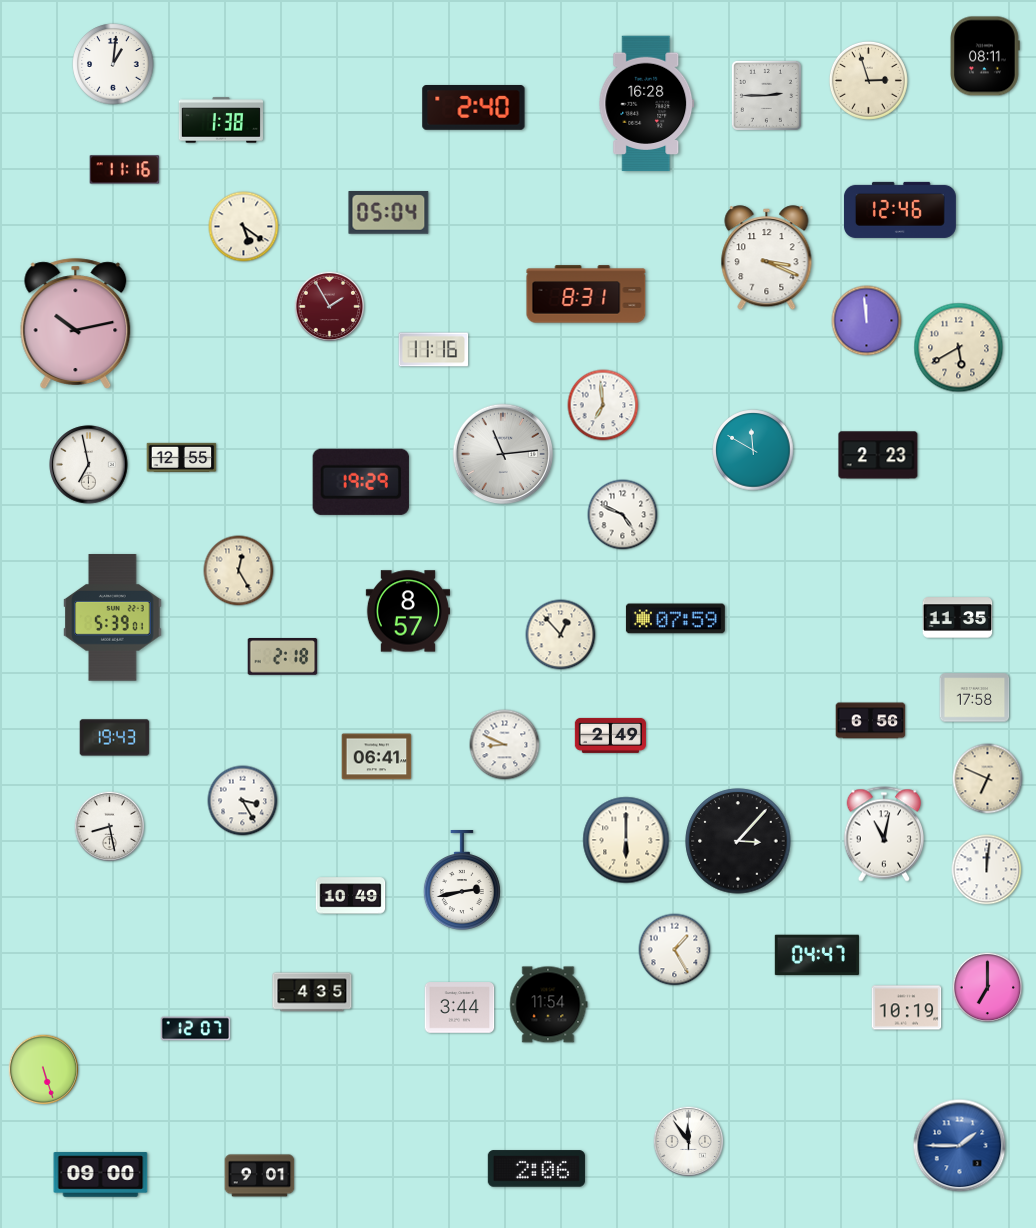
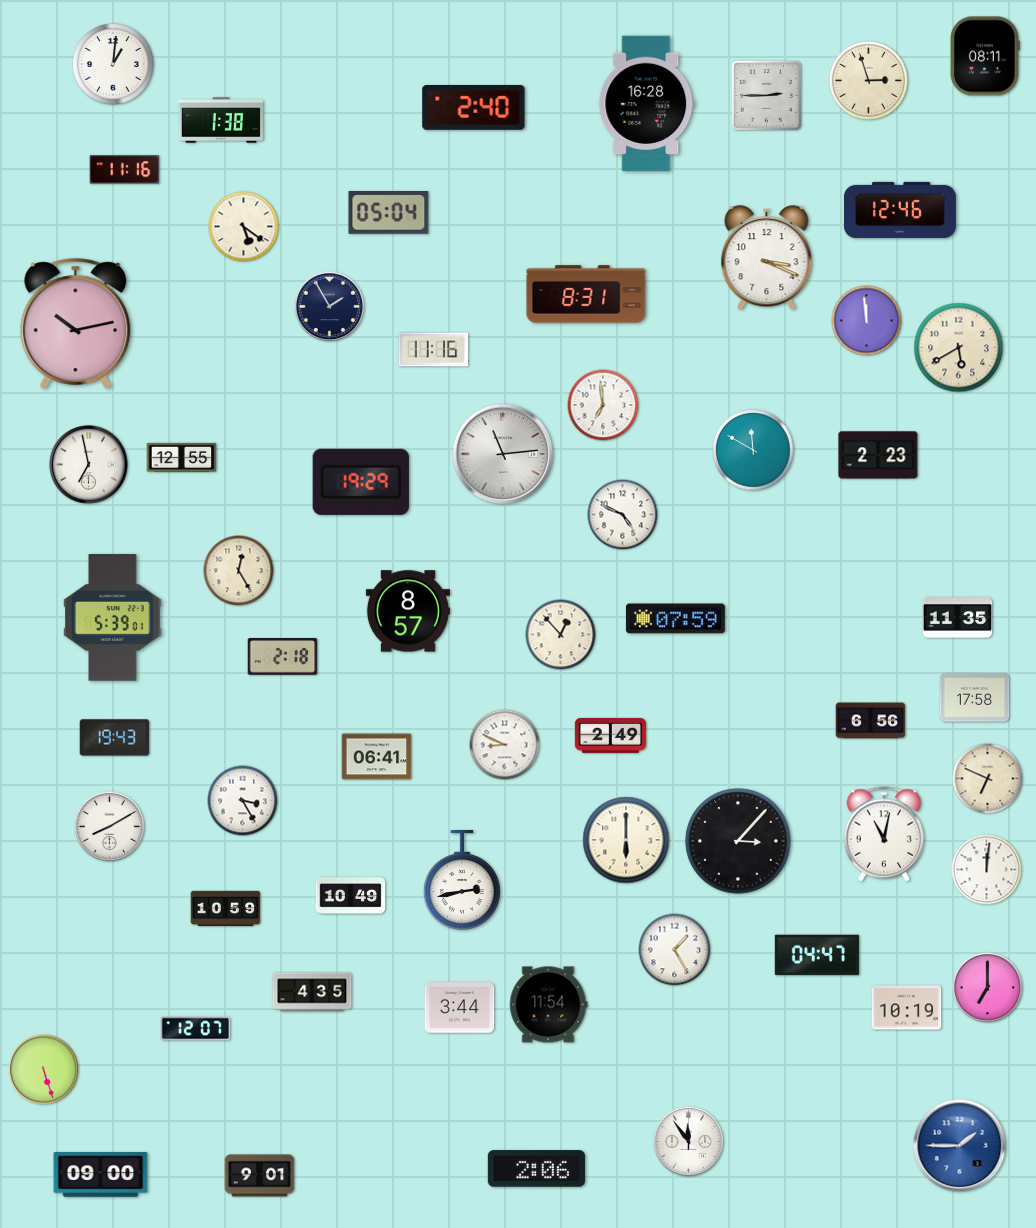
clock at (330, 307) dial: burgundy -> navy
clock at (110, 827): 8:28 -> 8:10
clock at (226, 909): none -> 10:59
